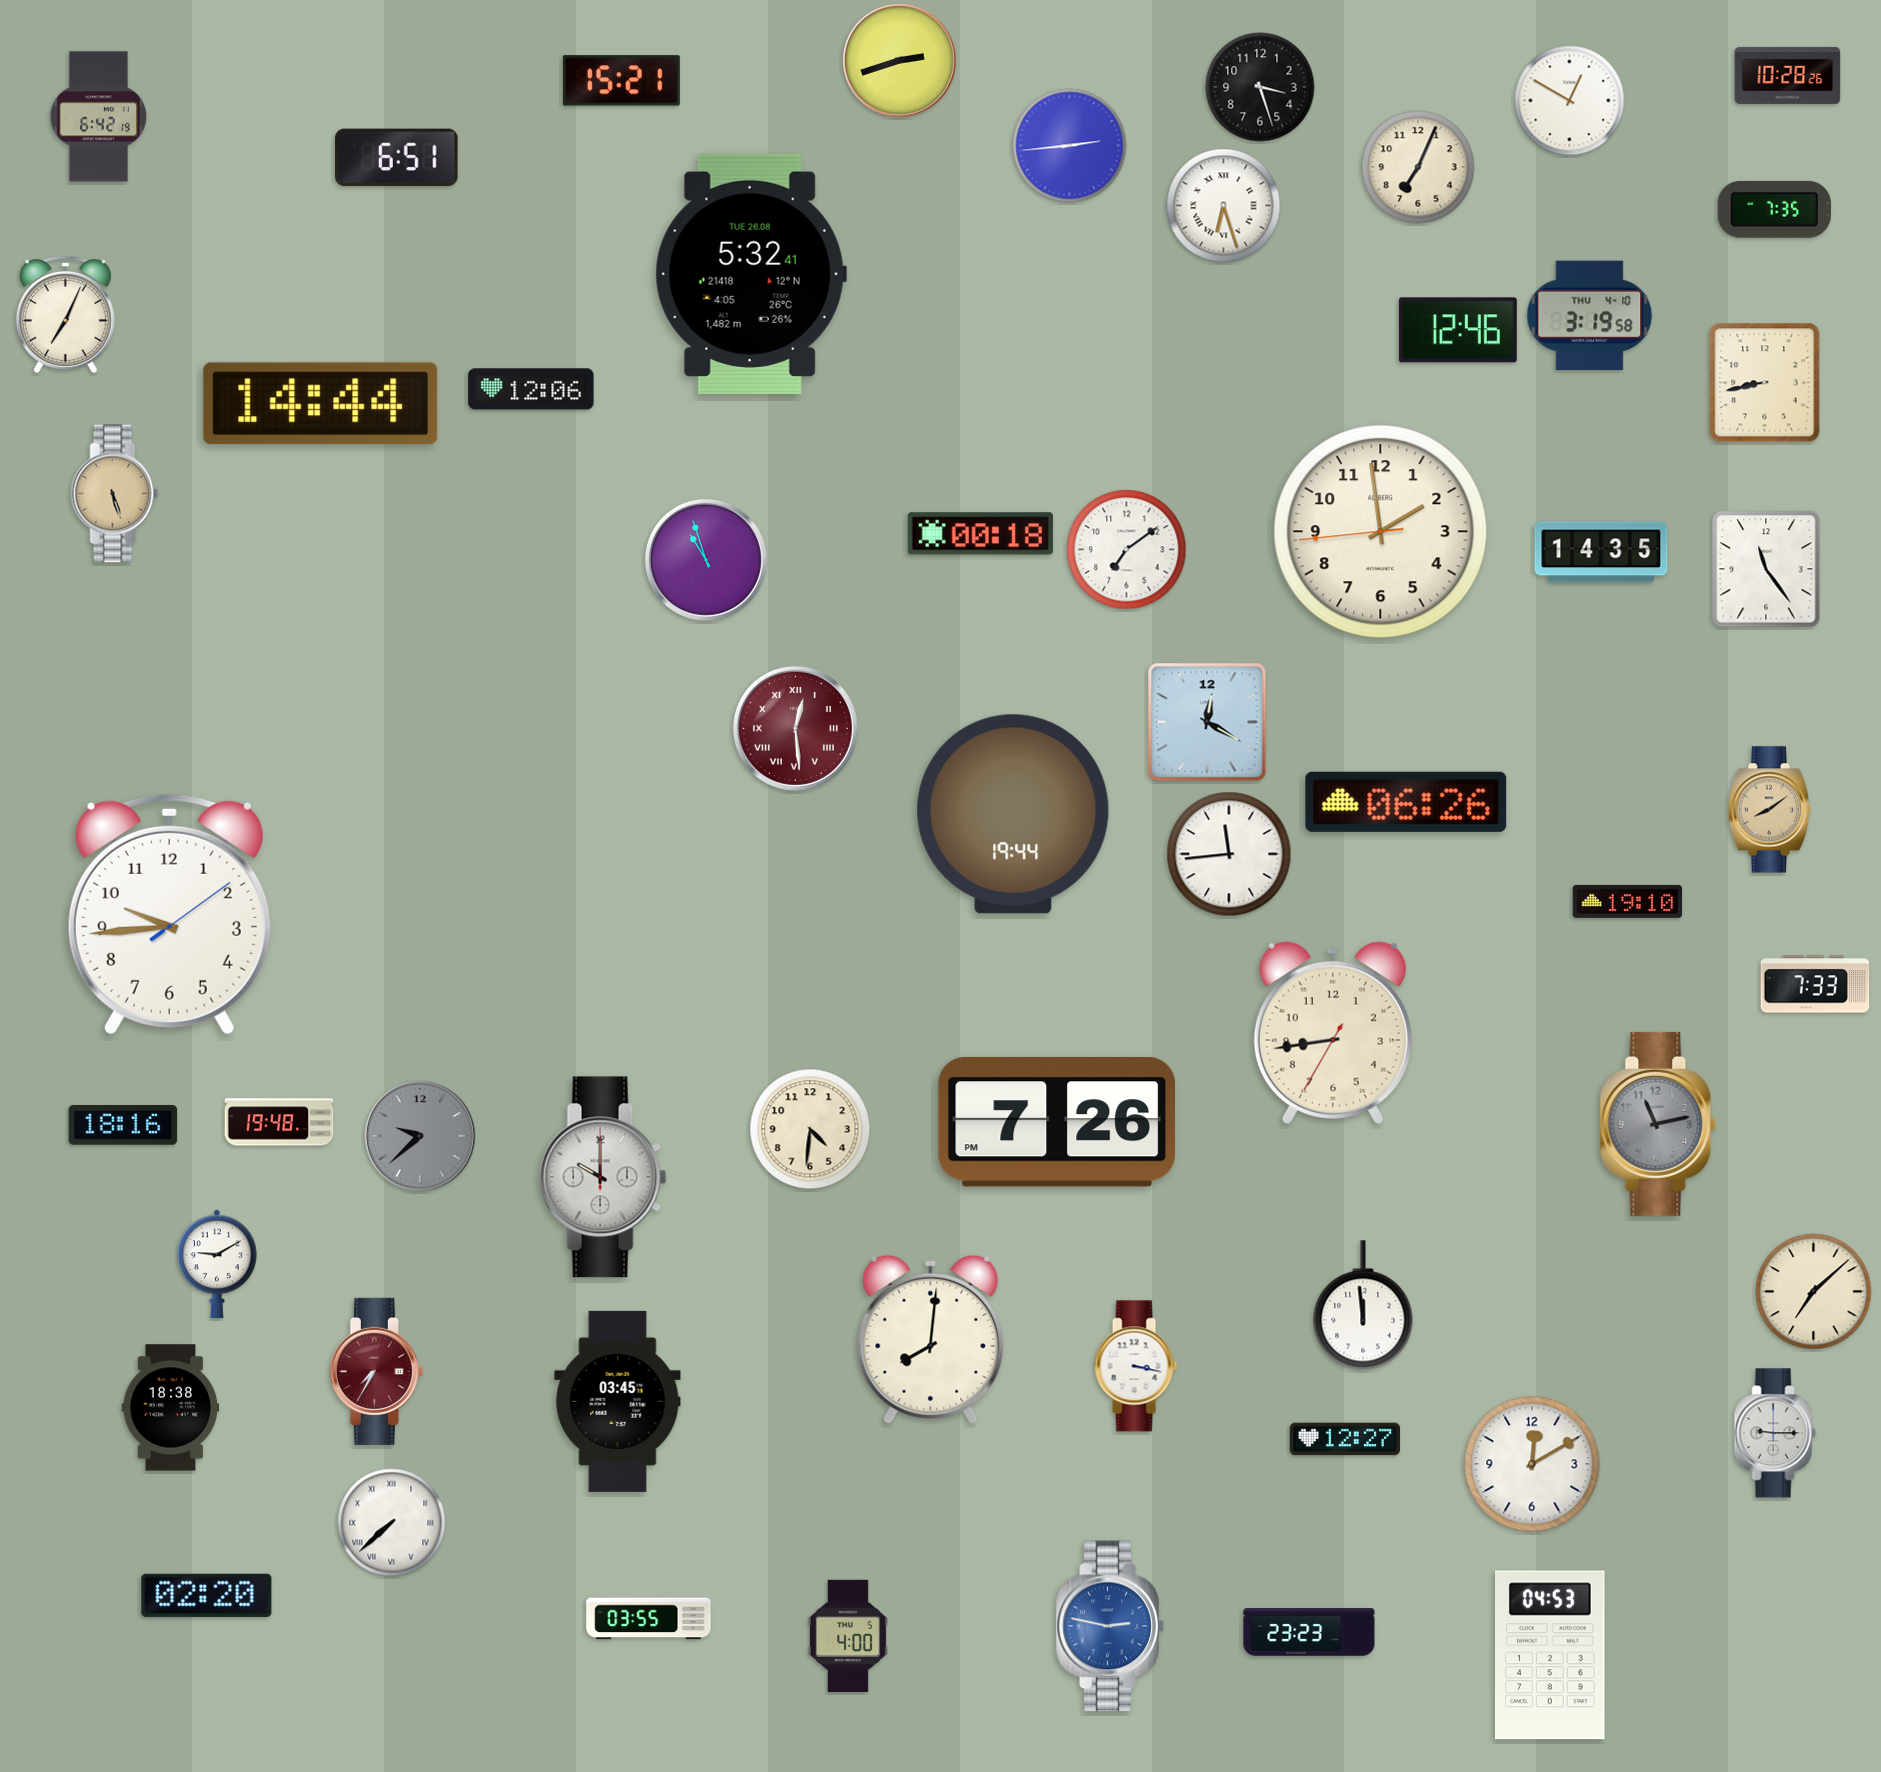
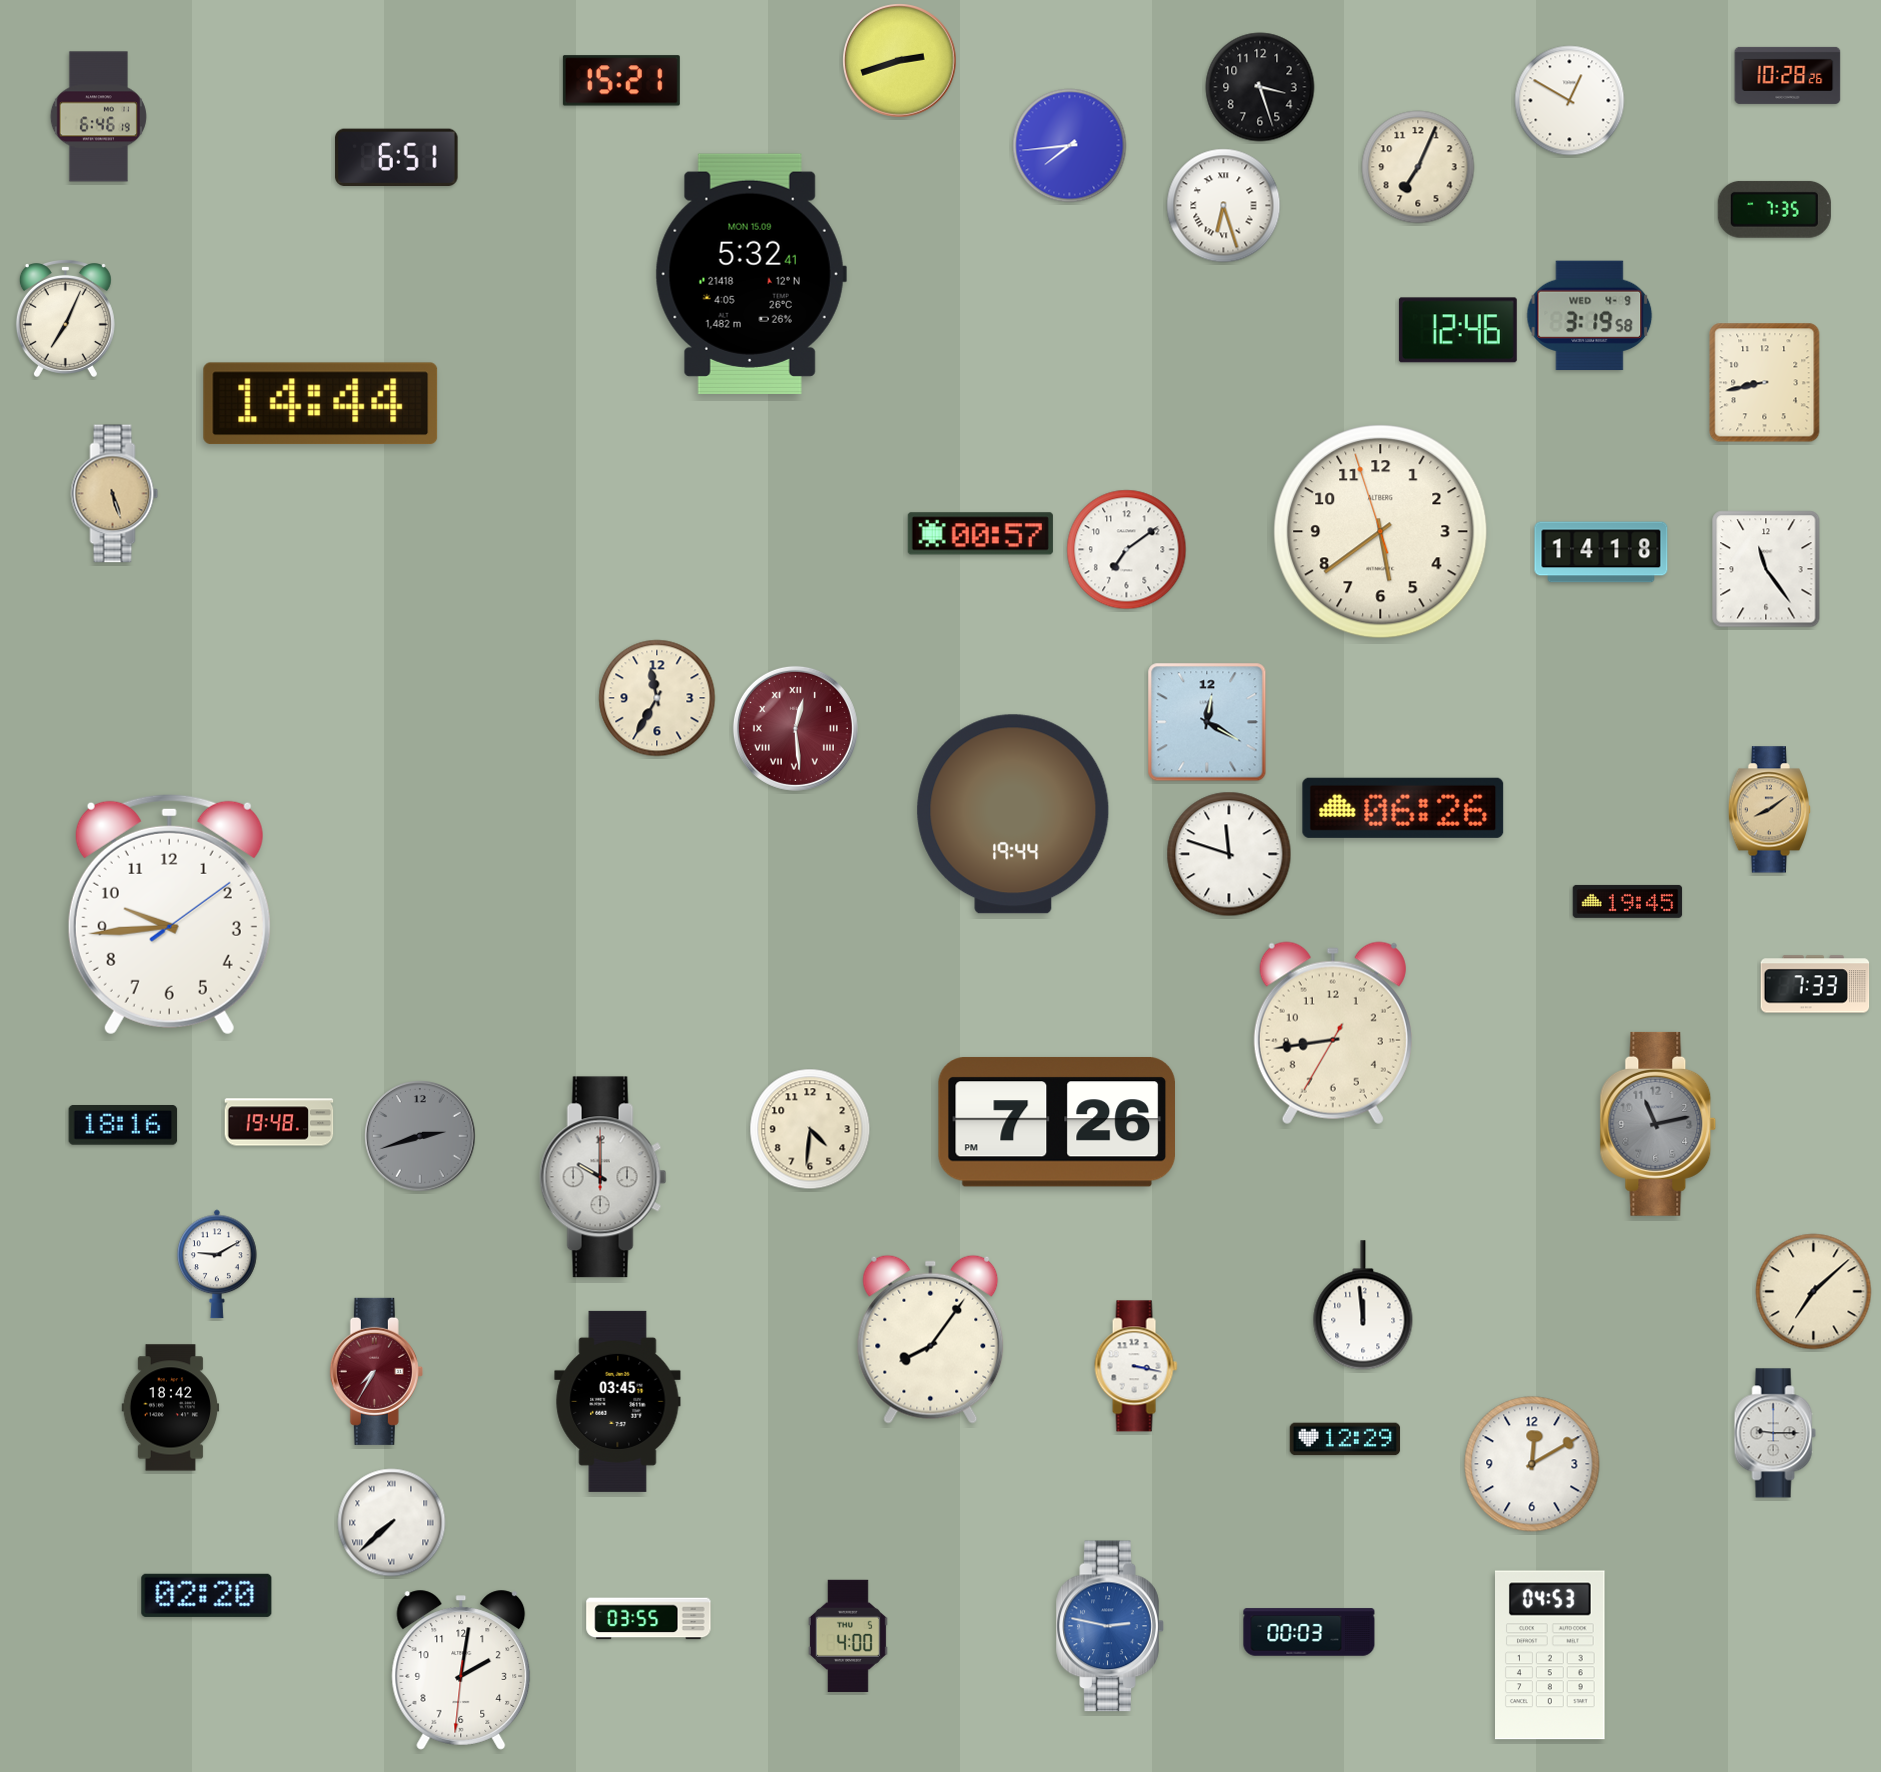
clock at (98, 117): 6:42 -> 6:46
clock at (1070, 146): 2:44 -> 7:44
clock at (751, 274) date: TUE 26.08 -> MON 15.09
clock at (65, 315) position: (65, 315) -> (65, 319)
clock at (1590, 316) date: THU 4-10 -> WED 4-9
clock at (531, 389): 12:06 -> none
clock at (1381, 532): 1:58 -> 5:38
clock at (980, 534): 00:18 -> 00:57
clock at (1601, 552): 14:35 -> 14:18
clock at (706, 560): 10:57 -> none
clock at (657, 698): none -> 11:35
clock at (1406, 802) position: (1406, 802) -> (1403, 808)
clock at (1229, 854): 11:44 -> 11:48
clock at (1628, 901): 19:10 -> 19:45
clock at (420, 1136): 9:38 -> 2:42
clock at (931, 1339): 8:01 -> 8:06
clock at (171, 1408): 18:38 -> 18:42
clock at (1345, 1439): 12:27 -> 12:29
clock at (1309, 1632): 23:23 -> 00:03
clock at (461, 1670): none -> 2:01
